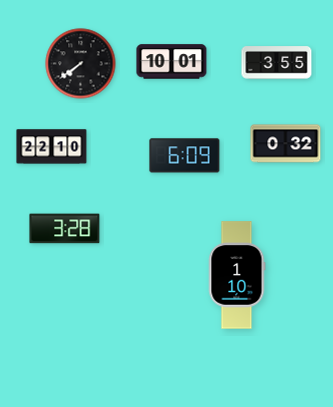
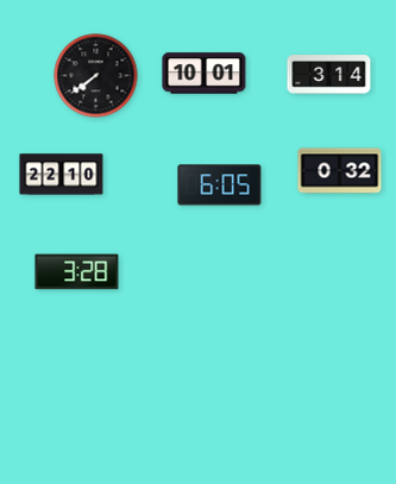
clock at (277, 63): 3:55 -> 3:14
clock at (185, 156): 6:09 -> 6:05
clock at (237, 275): 1:10 -> none
